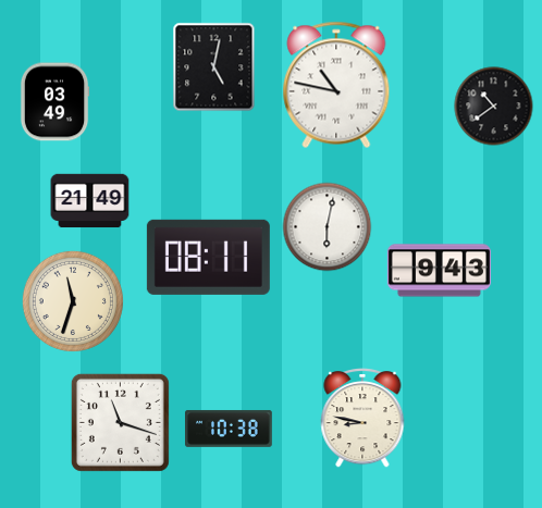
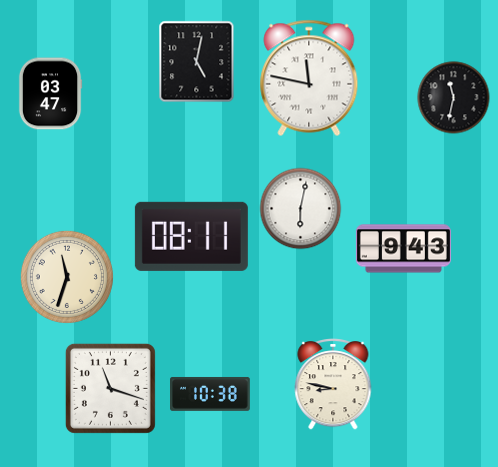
clock at (336, 85): 10:47 -> 11:47
clock at (54, 102): 03:49 -> 03:47
clock at (494, 107): 10:39 -> 11:32
clock at (90, 201): 21:49 -> none
